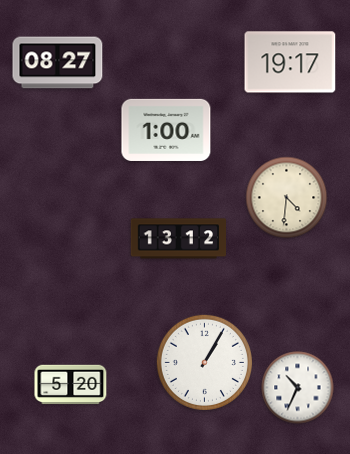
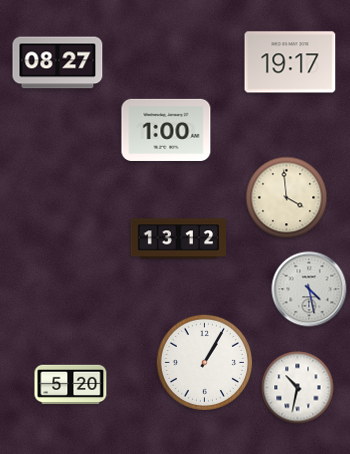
clock at (287, 198): 4:31 -> 3:59
clock at (309, 289): none -> 4:28
clock at (298, 388): 10:34 -> 10:32
